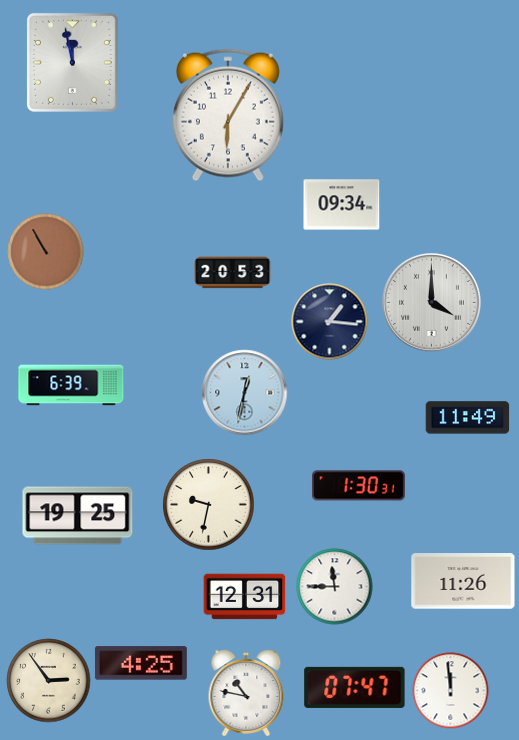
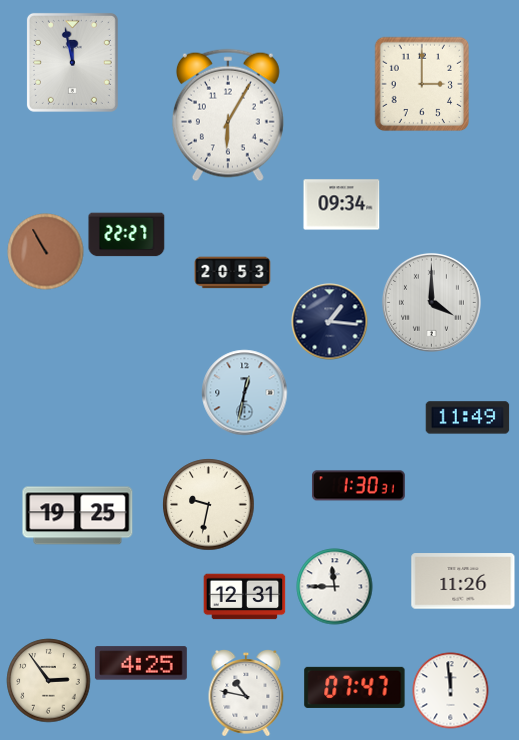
clock at (422, 84): none -> 3:00
clock at (127, 235): none -> 22:27
clock at (71, 385): 6:39 -> none
